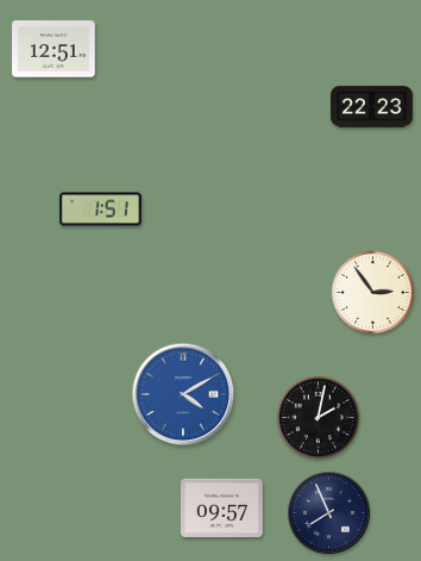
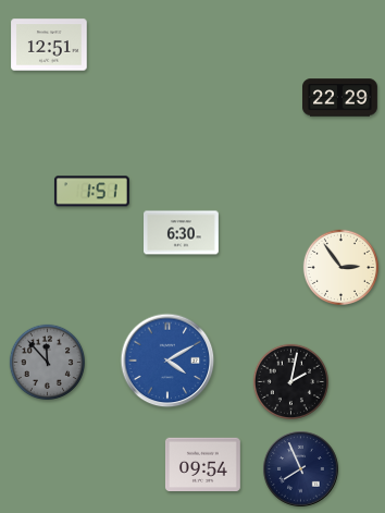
clock at (372, 107): 22:23 -> 22:29
clock at (182, 233): none -> 6:30
clock at (47, 362): none -> 11:53
clock at (221, 507): 09:57 -> 09:54
